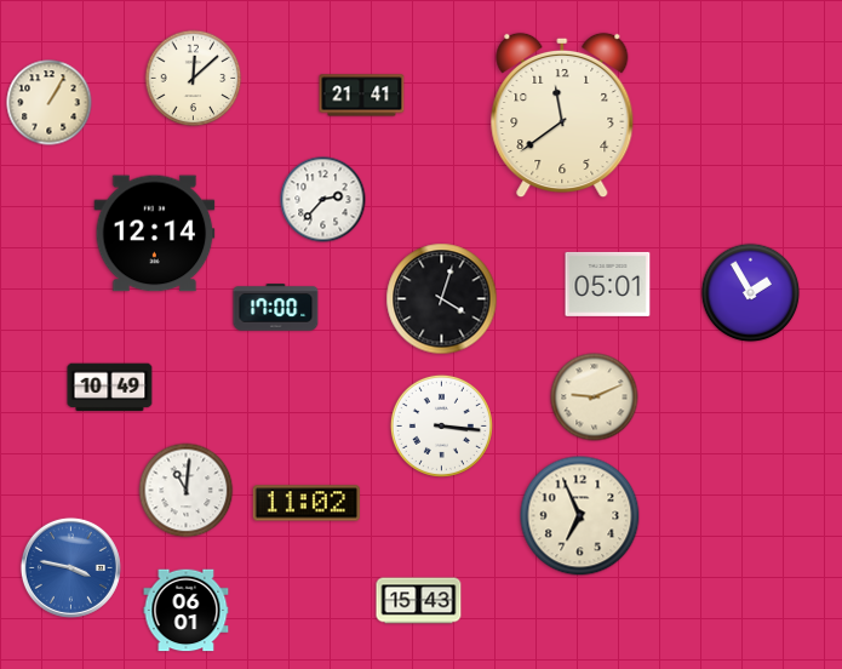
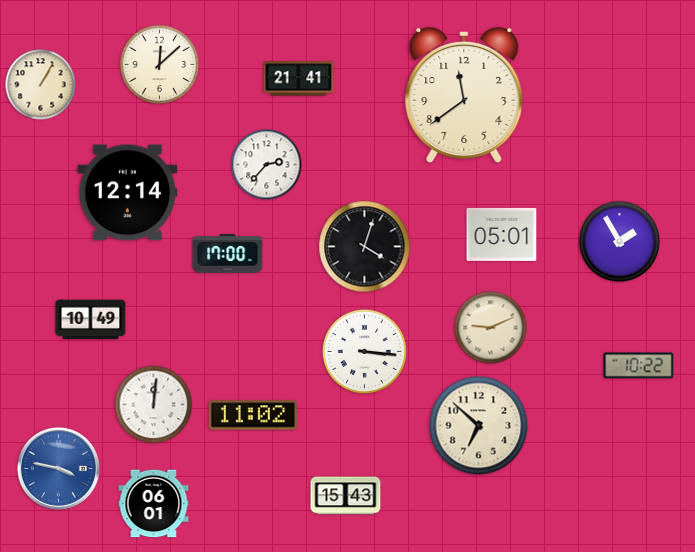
clock at (639, 366): none -> 10:22
clock at (187, 491): 11:01 -> 12:01
clock at (580, 516): 6:56 -> 6:52
